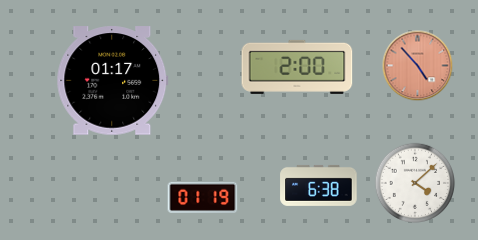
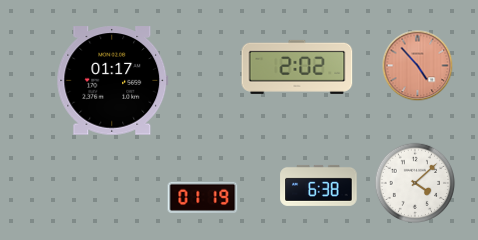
clock at (297, 67): 2:00 -> 2:02
